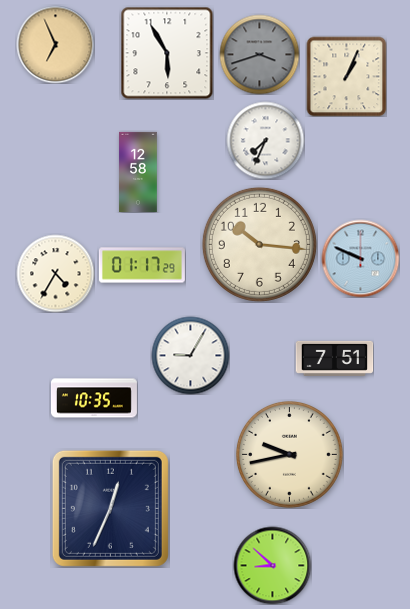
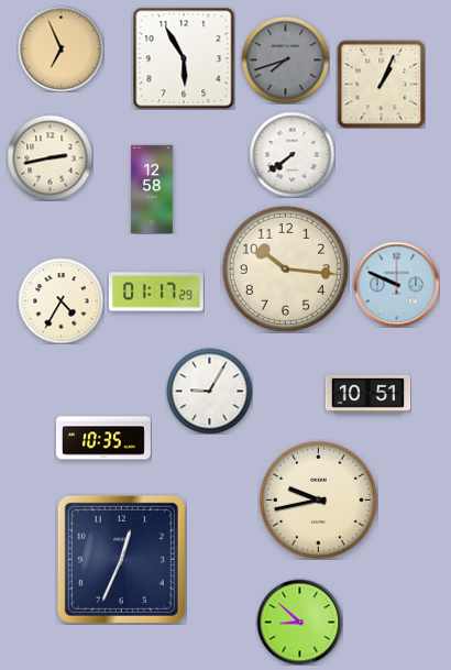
clock at (259, 54): 3:42 -> 7:42
clock at (265, 140): 7:34 -> 7:39
clock at (50, 157): none -> 2:43
clock at (334, 358): 7:51 -> 10:51
